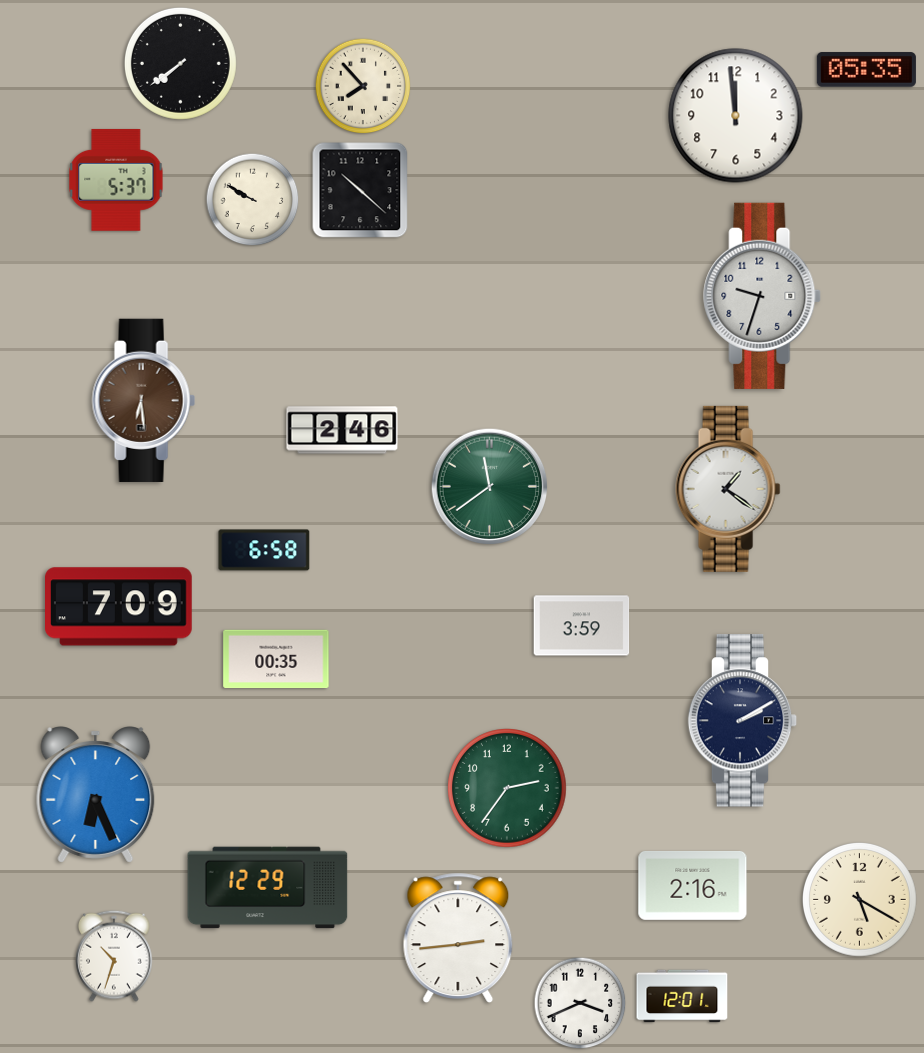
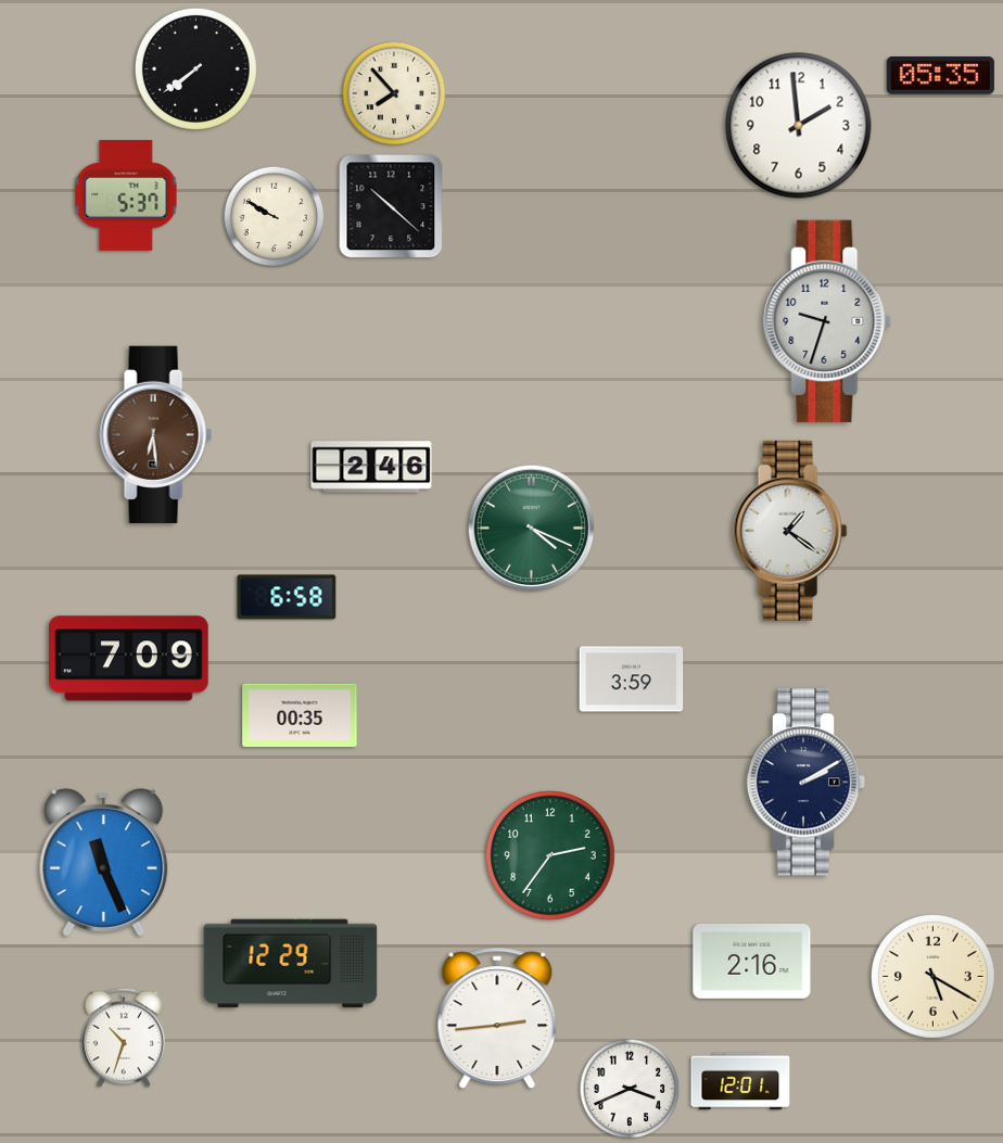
clock at (736, 116): 11:59 -> 1:59
clock at (490, 487): 11:39 -> 4:19
clock at (96, 795): 6:26 -> 11:26
